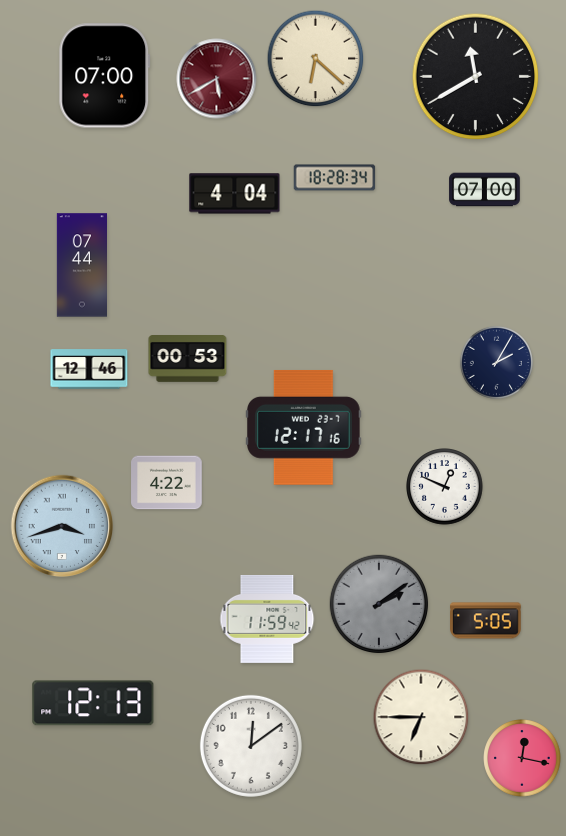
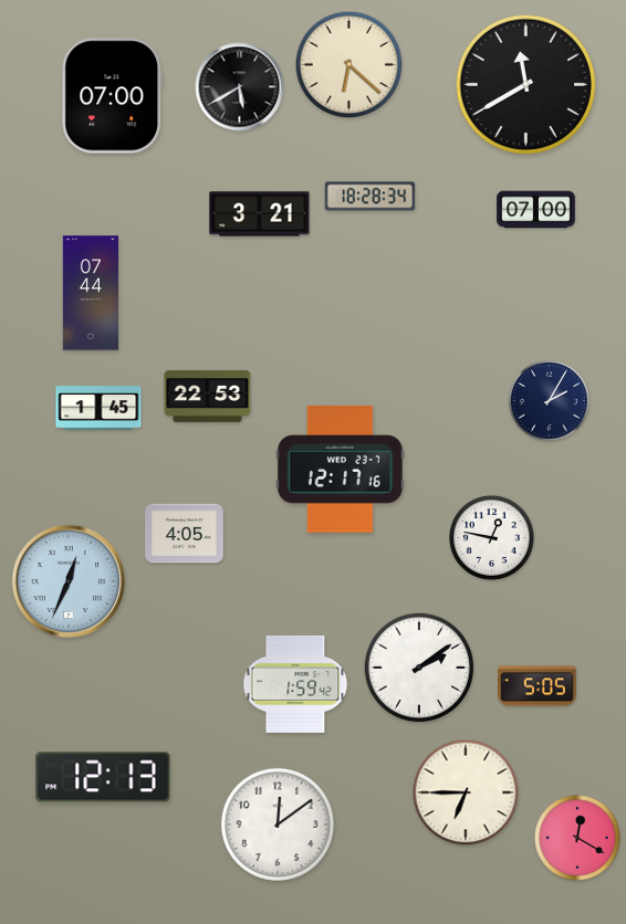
clock at (105, 76) position: (105, 76) -> (113, 96)
clock at (217, 79) dial: burgundy -> black
clock at (235, 194): 4:04 -> 3:21
clock at (188, 359): 00:53 -> 22:53
clock at (89, 369): 12:46 -> 1:45
clock at (304, 427) position: (304, 427) -> (341, 469)
clock at (167, 483): 4:22 -> 4:05
clock at (445, 487): 12:49 -> 12:47
clock at (62, 526): 3:42 -> 12:34
clock at (379, 604) dial: grey -> white
clock at (267, 619): 11:59 -> 1:59
clock at (522, 758): 12:17 -> 12:20
